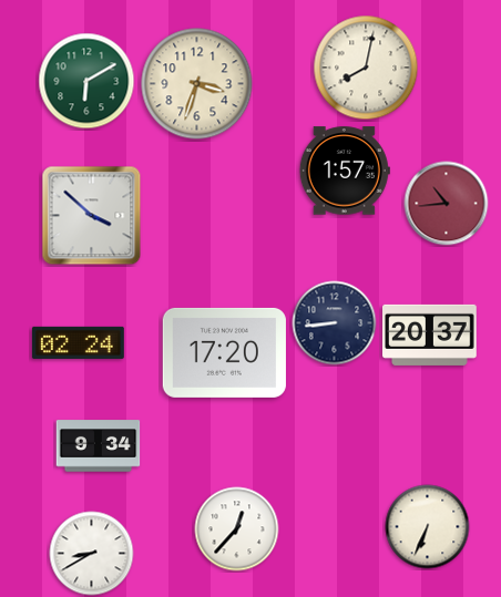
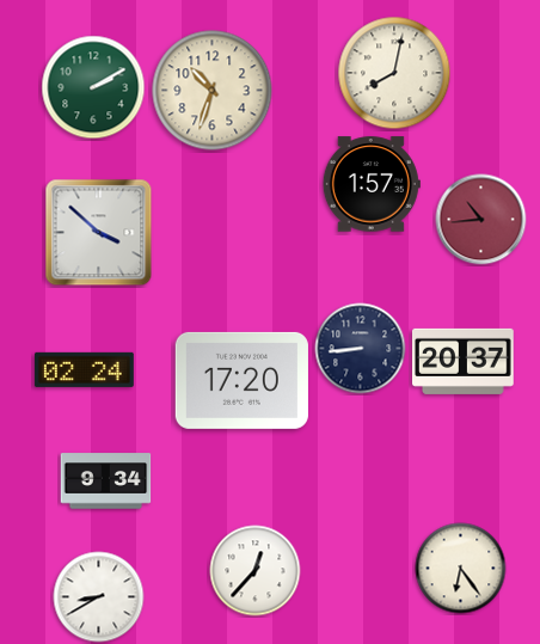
clock at (86, 81): 6:10 -> 2:10
clock at (197, 84): 3:33 -> 10:33
clock at (428, 527): 6:34 -> 6:24
